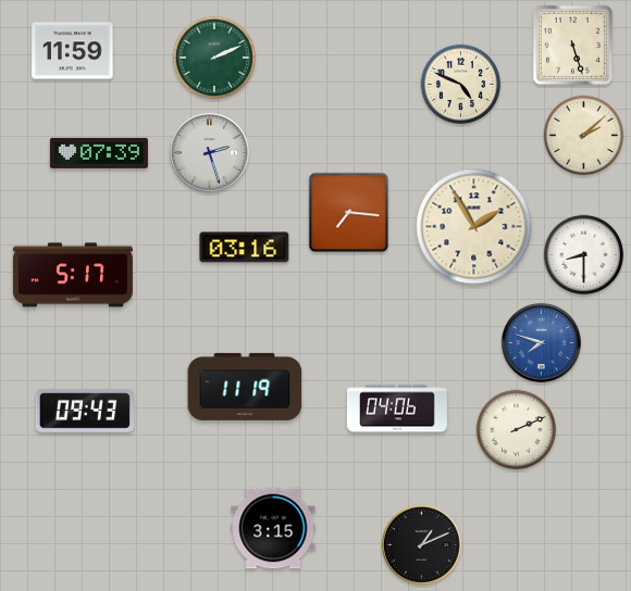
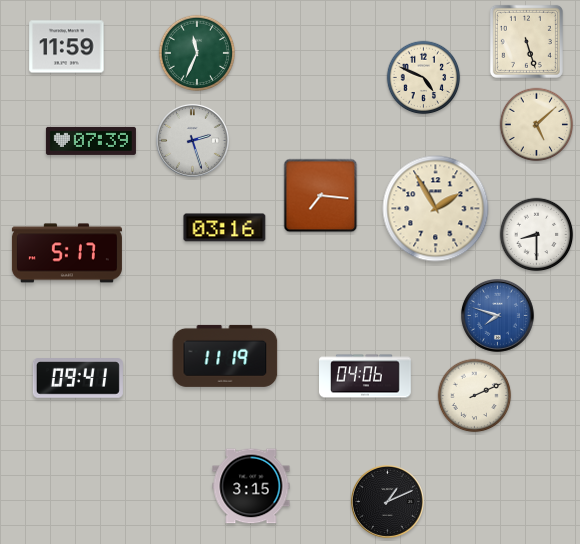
clock at (213, 56): 2:11 -> 11:34
clock at (584, 136): 2:08 -> 5:08
clock at (85, 411): 09:43 -> 09:41
